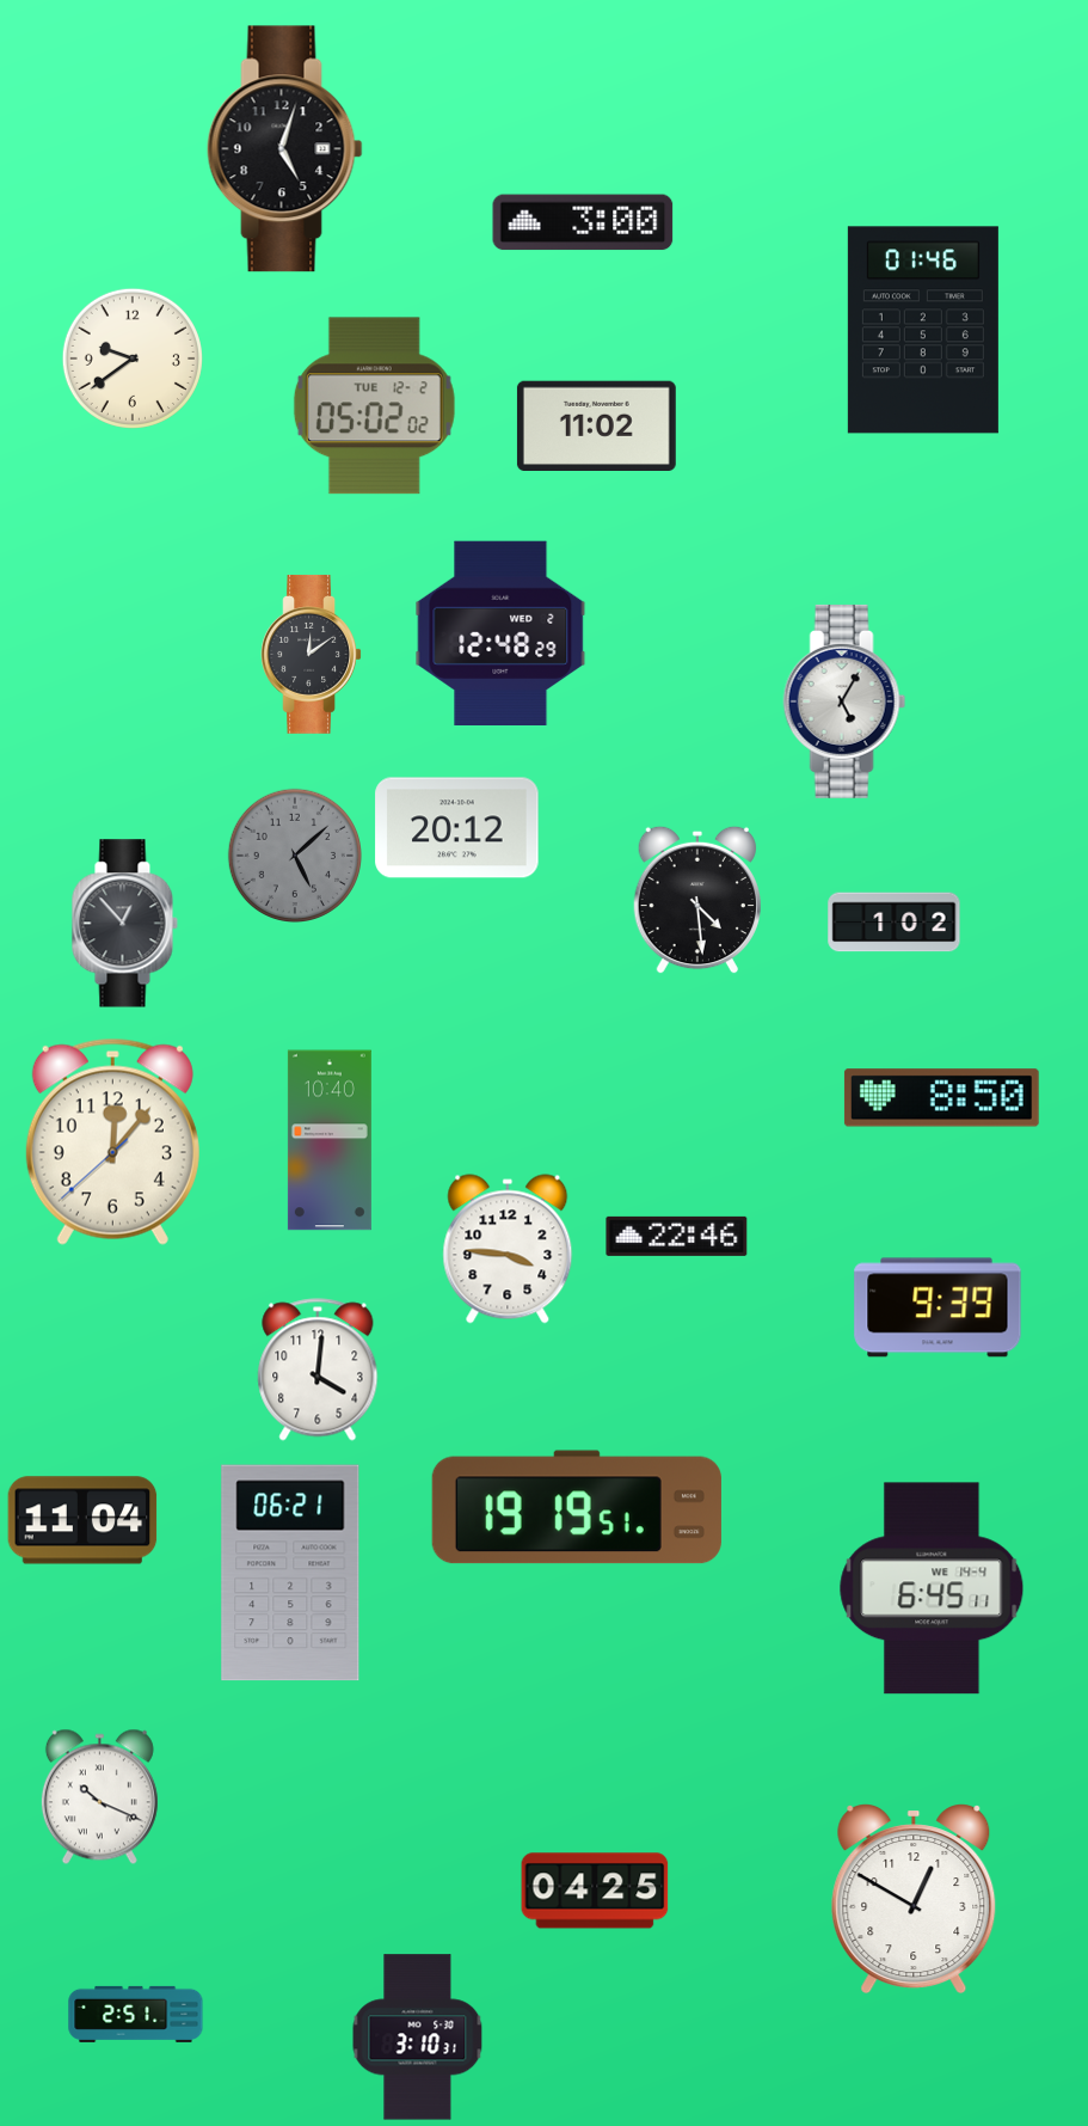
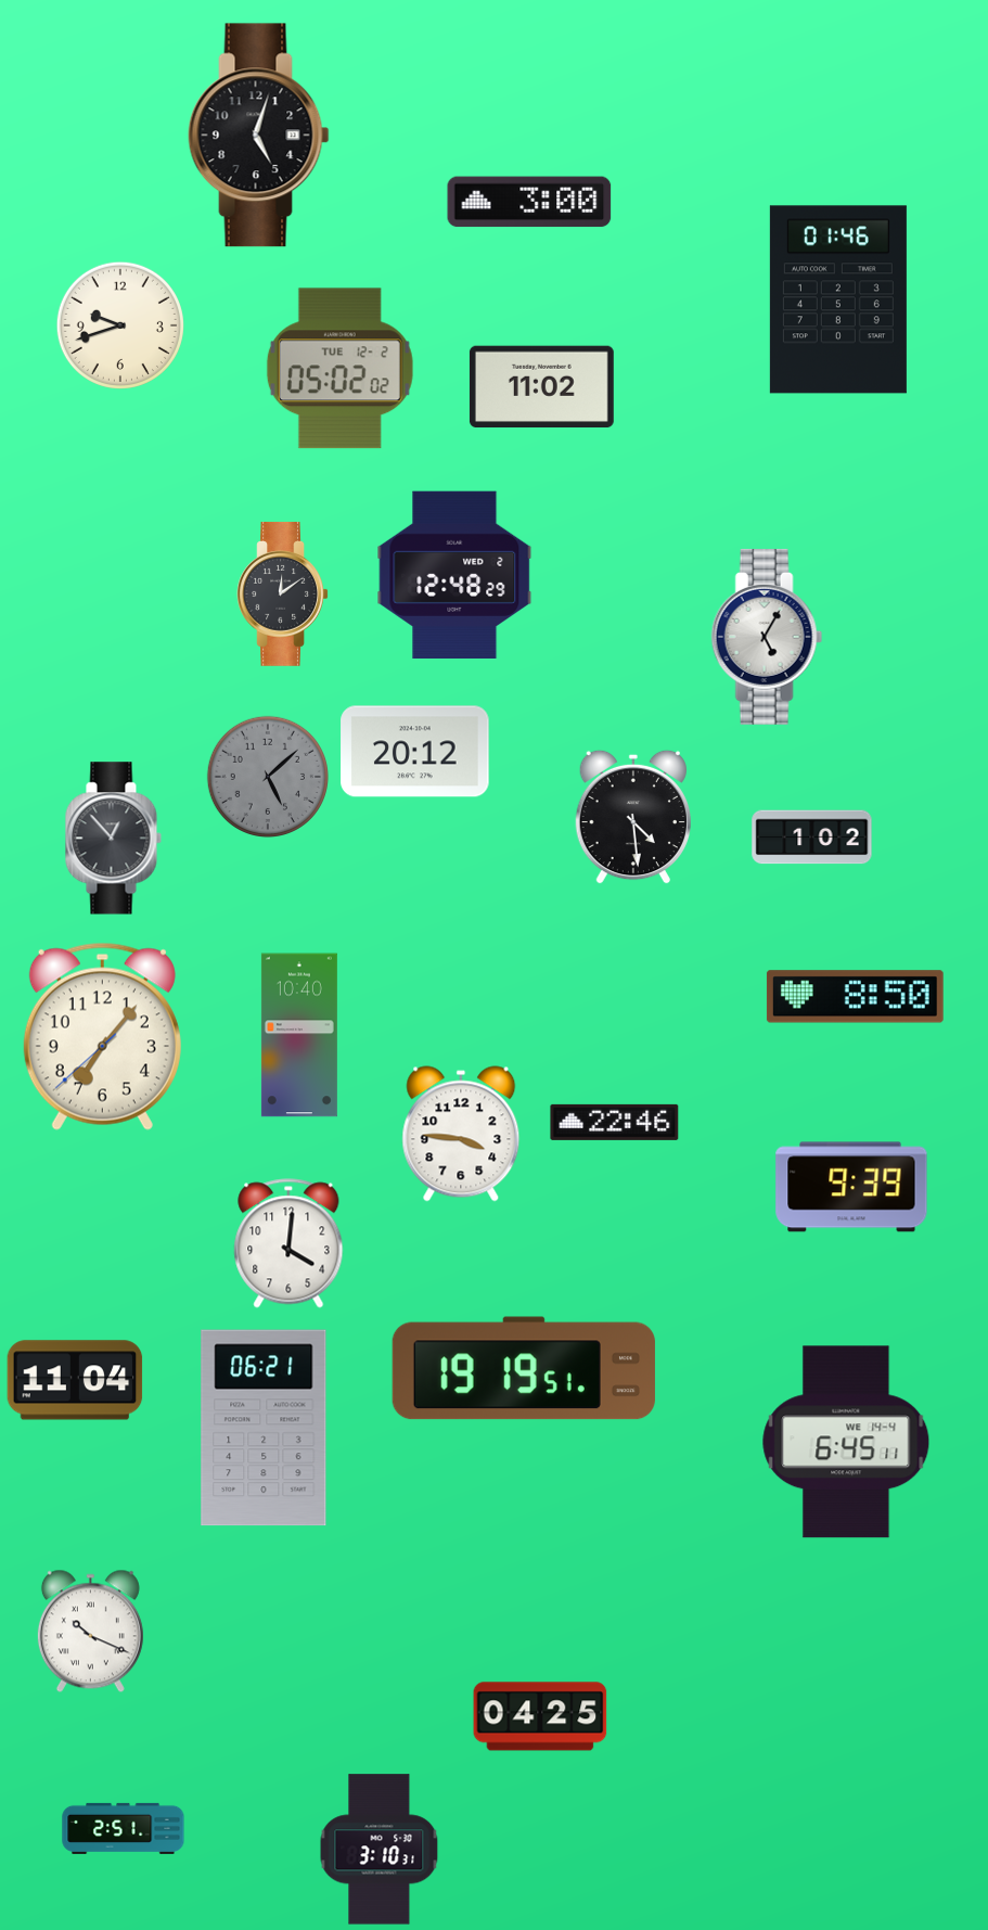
clock at (133, 359): 9:39 -> 9:42
clock at (112, 1141): 12:06 -> 7:06
clock at (914, 1899): 12:50 -> none
